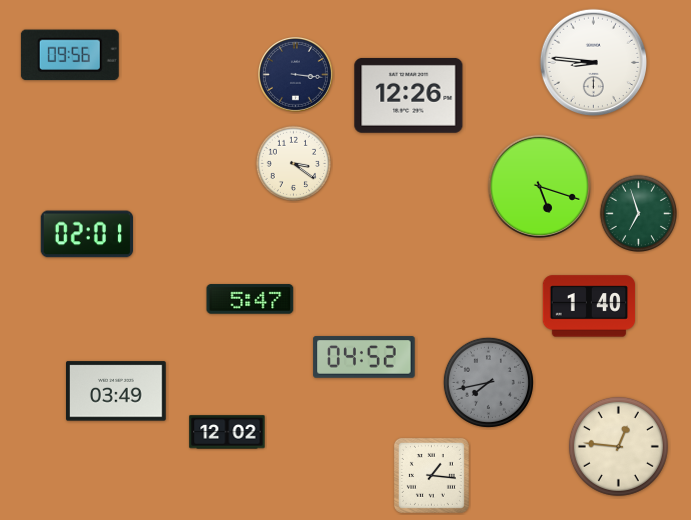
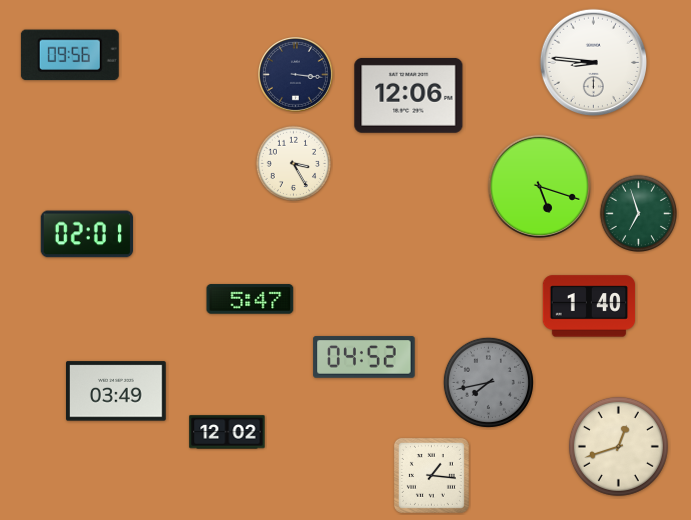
clock at (409, 95): 12:26 -> 12:06
clock at (294, 164): 3:21 -> 3:25
clock at (618, 446): 12:46 -> 12:42
